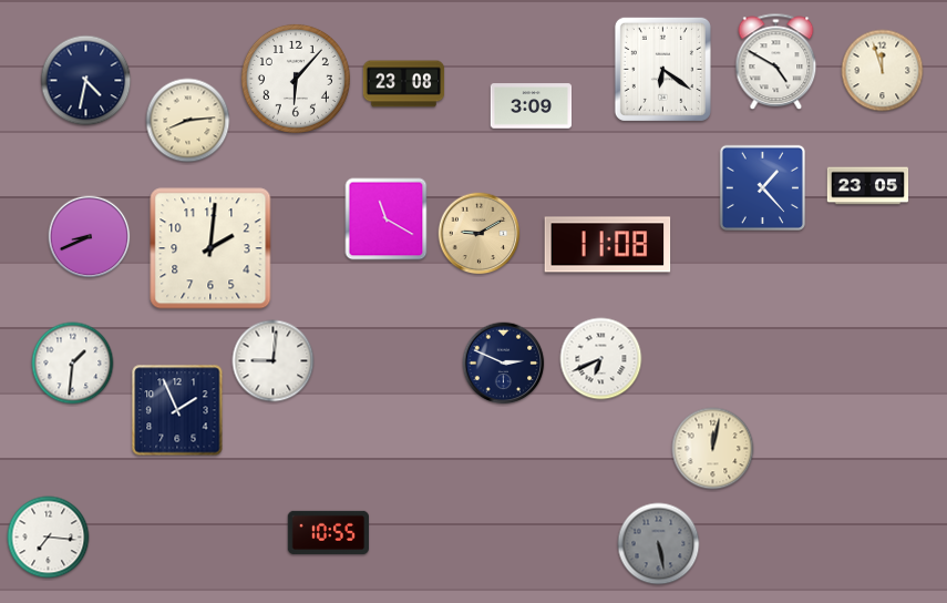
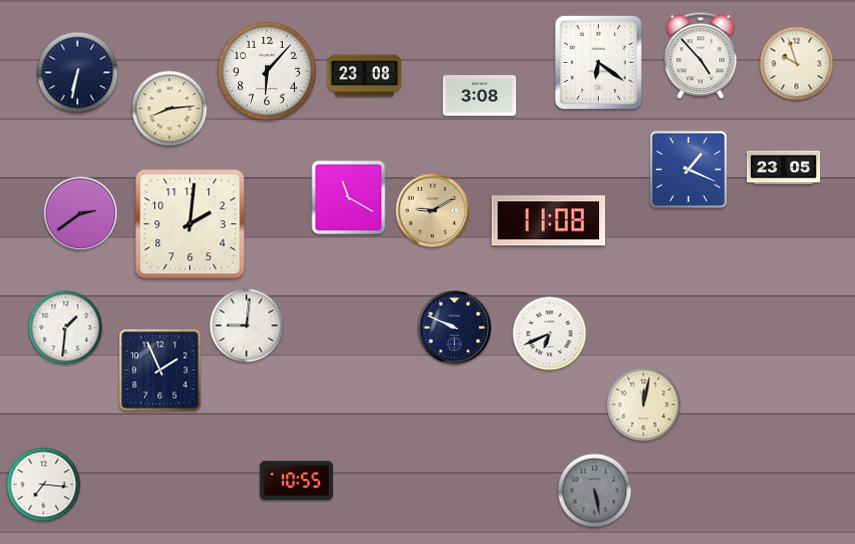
clock at (776, 62): 4:50 -> 4:53
clock at (883, 71): 11:57 -> 9:57
clock at (86, 81): 4:32 -> 6:32
clock at (532, 106): 3:09 -> 3:08
clock at (762, 187): 1:23 -> 1:19
clock at (90, 237): 8:41 -> 2:39
clock at (601, 359) position: (601, 359) -> (550, 334)
clock at (504, 364): 2:49 -> 9:49
